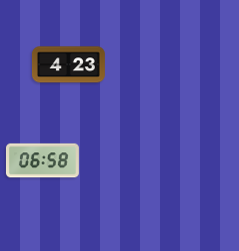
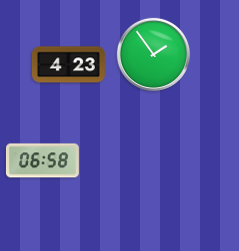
clock at (153, 54): none -> 1:54
